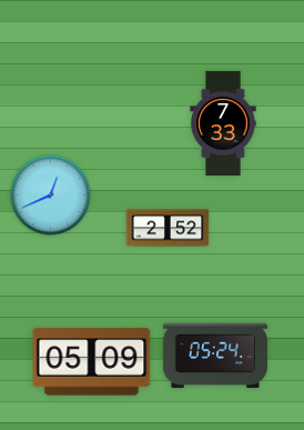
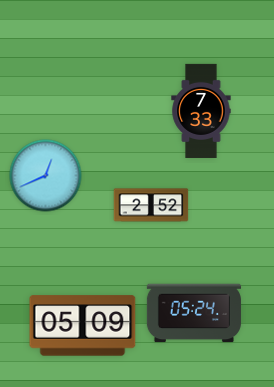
clock at (215, 356) position: (215, 356) -> (194, 313)
